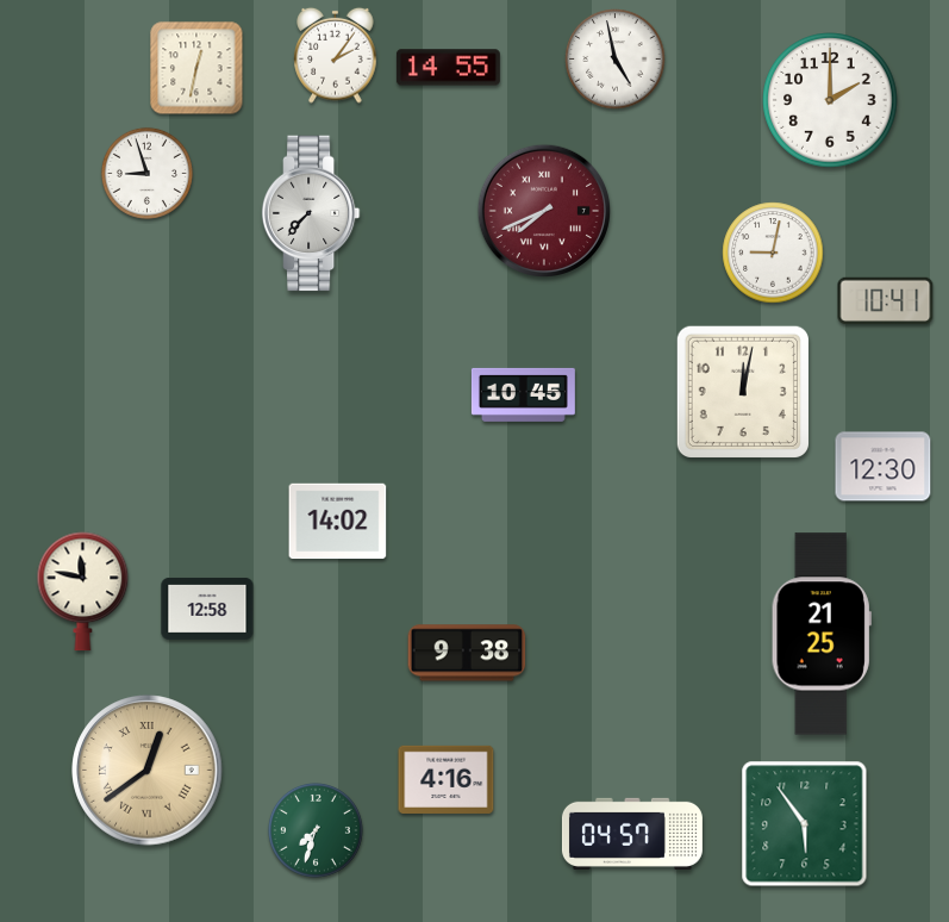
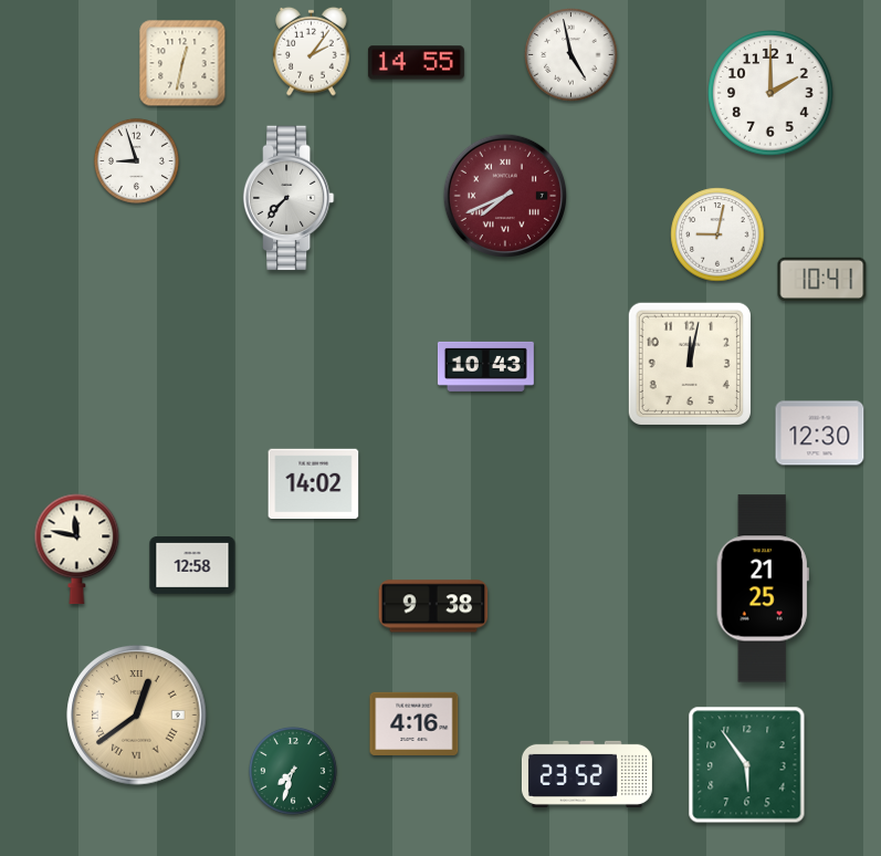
clock at (523, 394): 10:45 -> 10:43
clock at (632, 834): 04:57 -> 23:52
